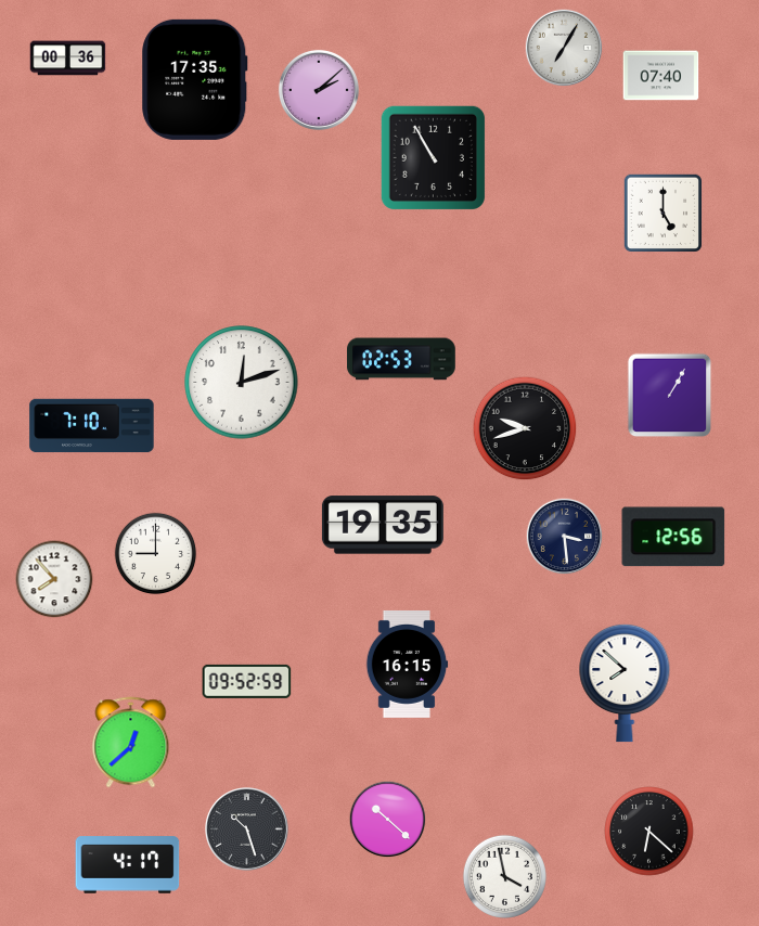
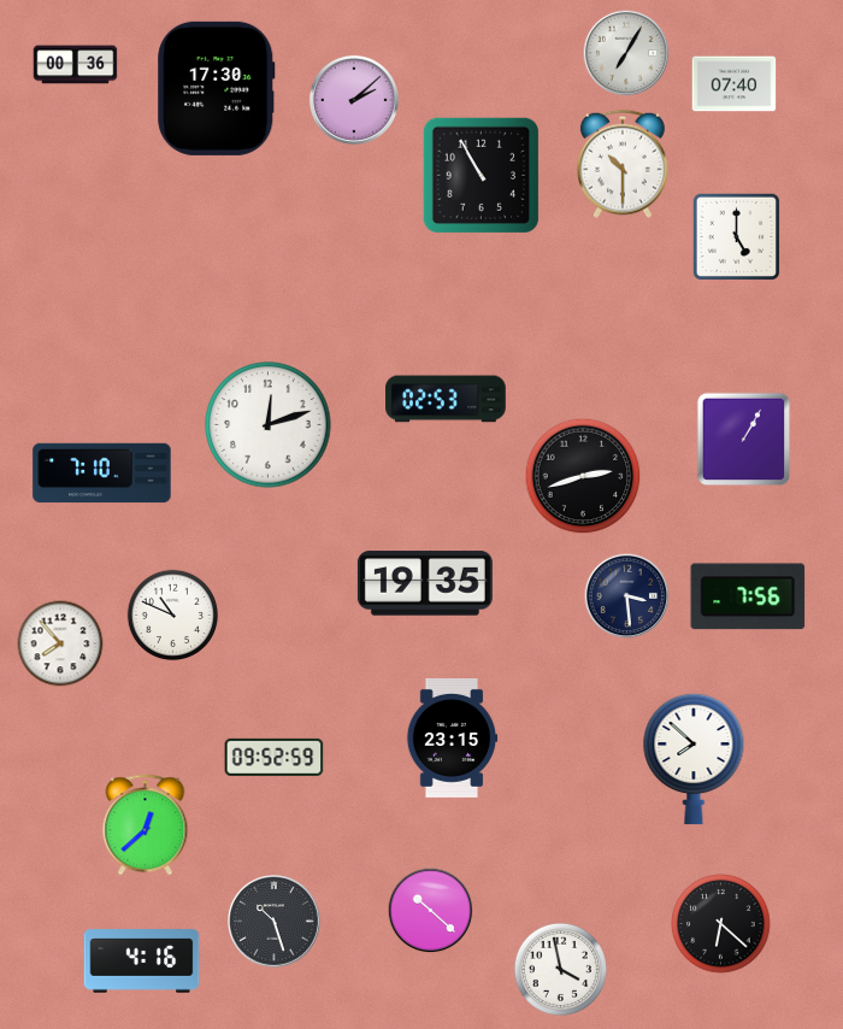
clock at (195, 79): 17:35 -> 17:30
clock at (623, 164): none -> 10:30
clock at (525, 428): 9:42 -> 2:42
clock at (673, 537): 12:56 -> 7:56
clock at (156, 554): 9:00 -> 10:49
clock at (407, 664): 16:15 -> 23:15
clock at (128, 865): 4:17 -> 4:16
clock at (504, 876) position: (504, 876) -> (560, 969)
